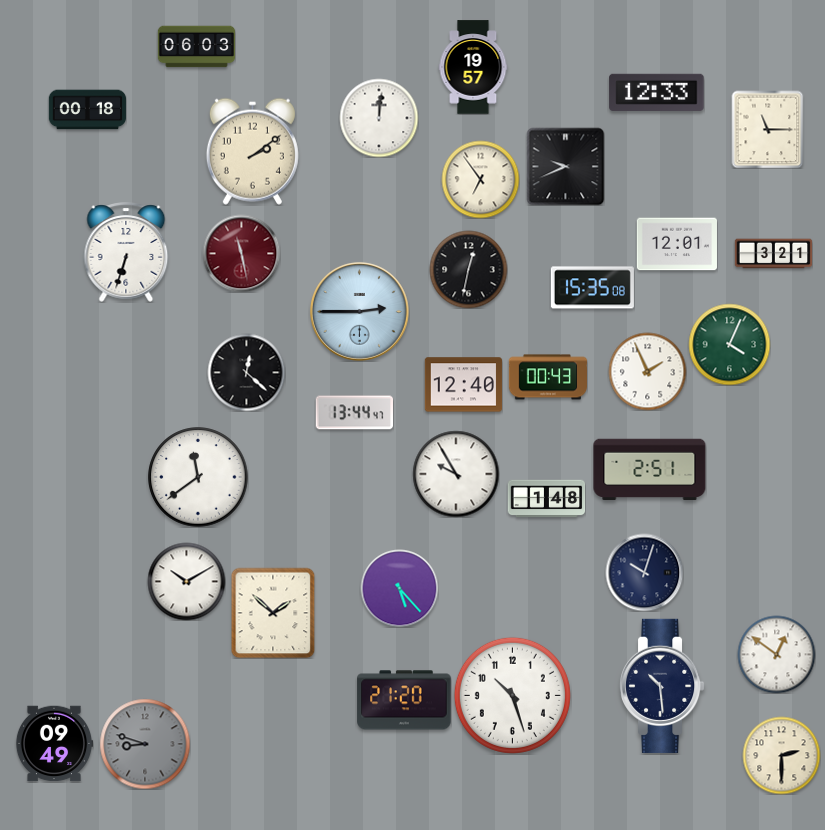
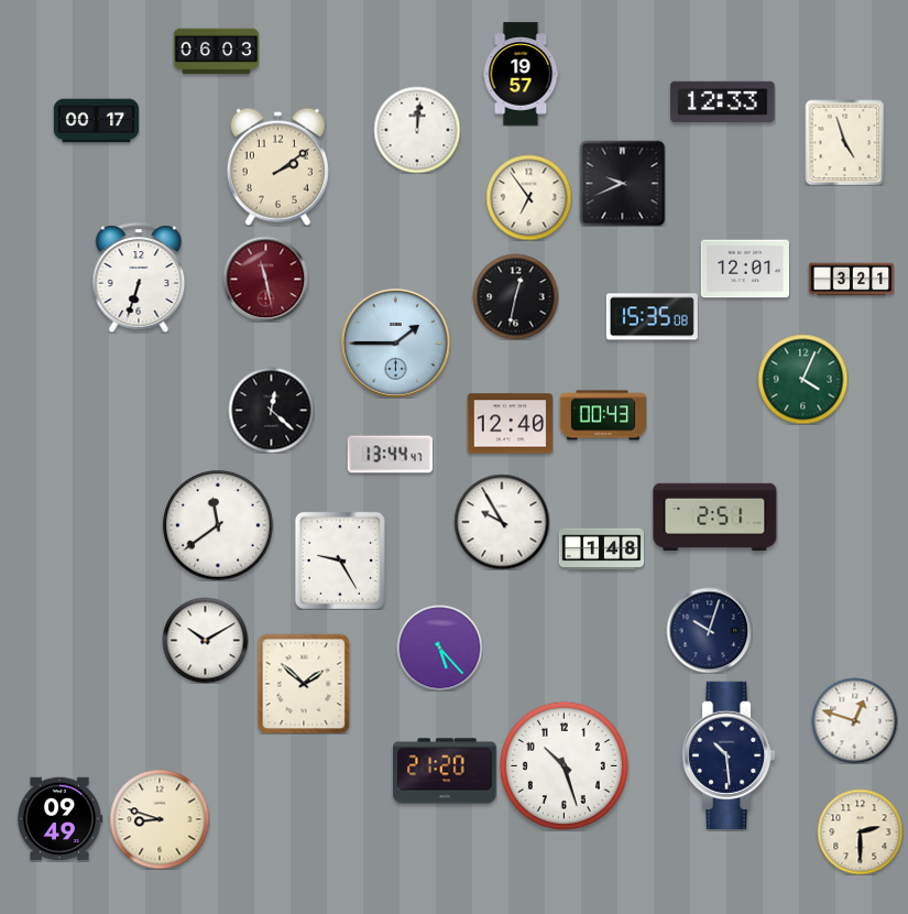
clock at (87, 110): 00:18 -> 00:17
clock at (768, 129): 11:15 -> 4:57
clock at (359, 311): 2:45 -> 1:45
clock at (647, 371): 1:56 -> none
clock at (340, 561): none -> 9:25
clock at (273, 613) position: (273, 613) -> (304, 684)
clock at (776, 654): 12:51 -> 12:48
clock at (145, 744) dial: grey -> cream
